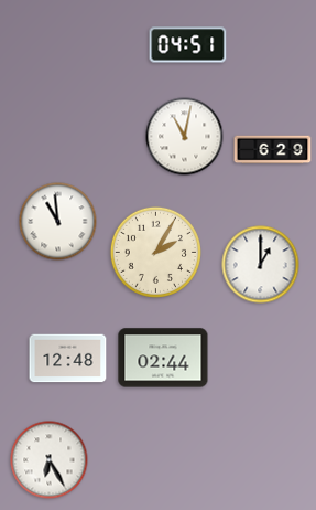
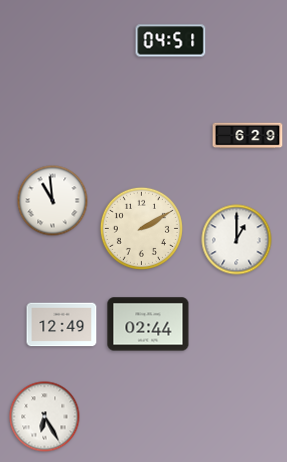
clock at (185, 137): 11:02 -> none
clock at (155, 252): 2:05 -> 2:10
clock at (68, 359): 12:48 -> 12:49
